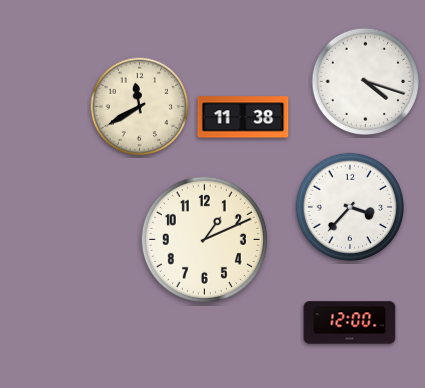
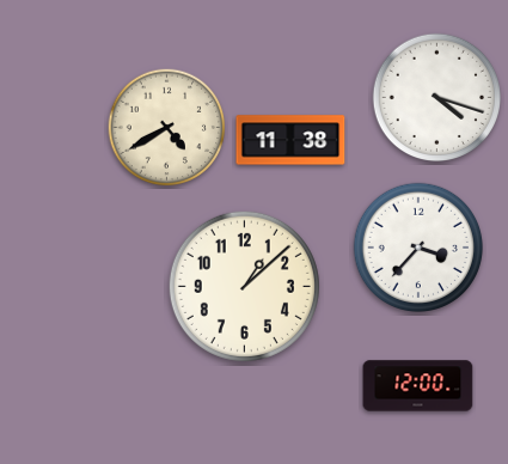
clock at (140, 107): 11:40 -> 4:40
clock at (204, 239): 1:11 -> 1:08
